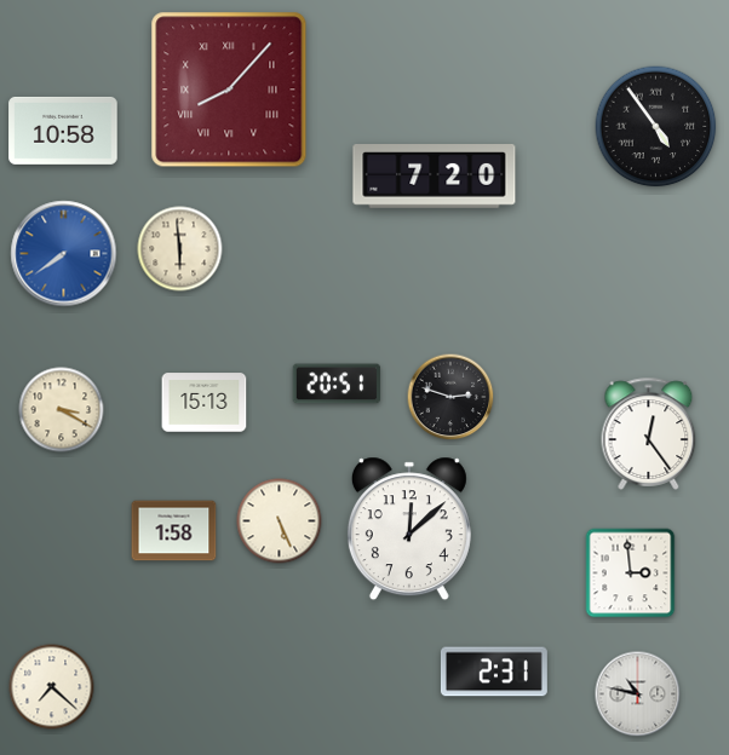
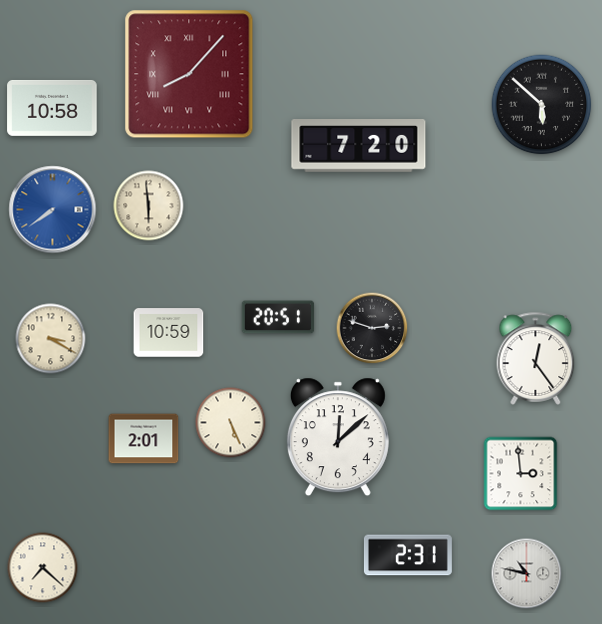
clock at (656, 127): 4:54 -> 5:52
clock at (205, 403): 15:13 -> 10:59
clock at (280, 521) position: (280, 521) -> (231, 423)
clock at (174, 531): 1:58 -> 2:01
